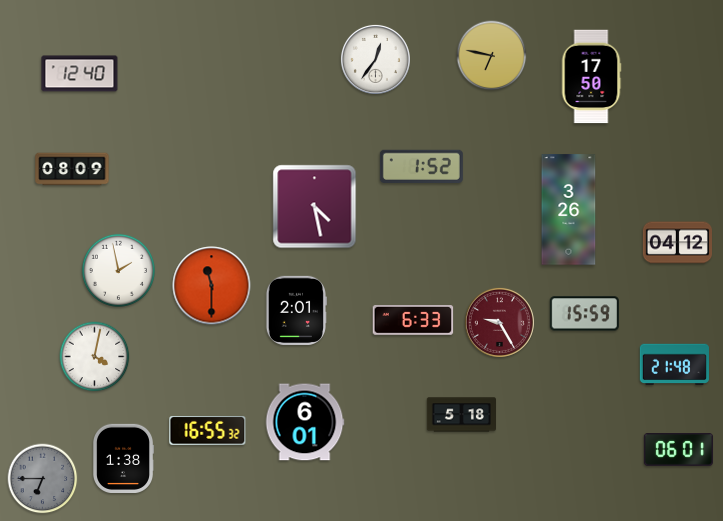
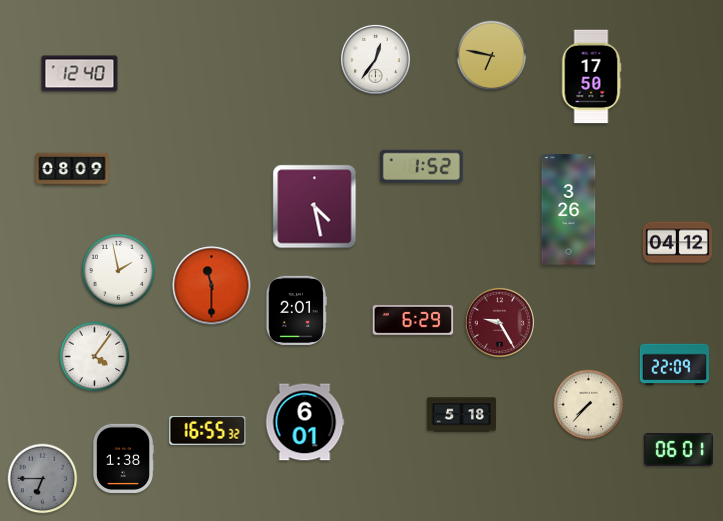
clock at (584, 314): 15:59 -> none
clock at (413, 321): 6:33 -> 6:29
clock at (95, 357): 4:02 -> 4:06
clock at (674, 365): 21:48 -> 22:09
clock at (589, 405): none -> 7:37
